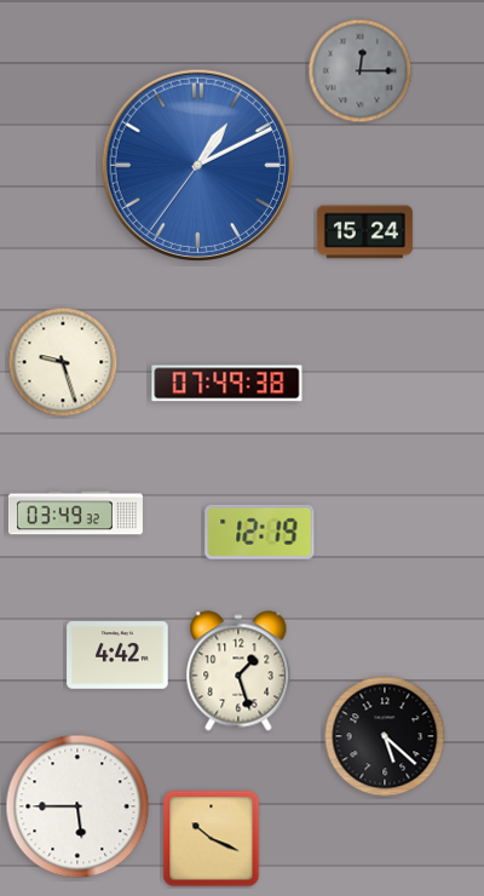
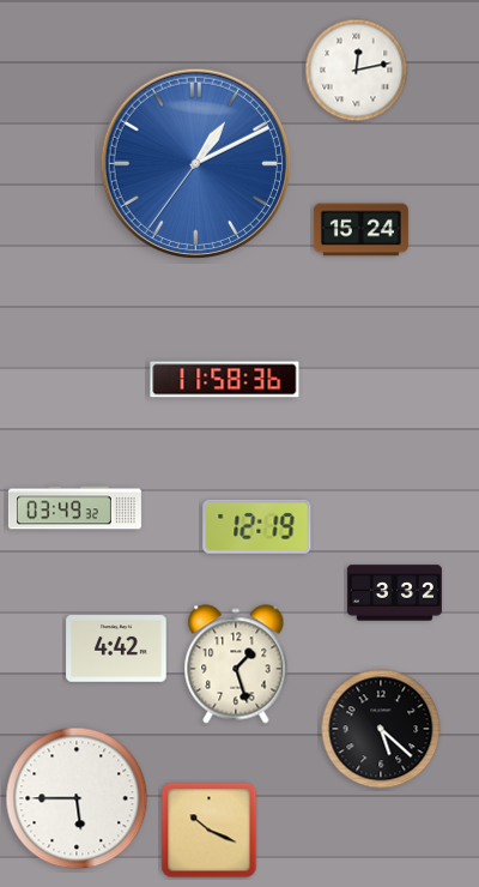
clock at (361, 71): 12:15 -> 12:13
clock at (361, 71) dial: grey -> white
clock at (63, 362): 9:27 -> none
clock at (227, 384): 07:49 -> 11:58
clock at (394, 593): none -> 3:32
